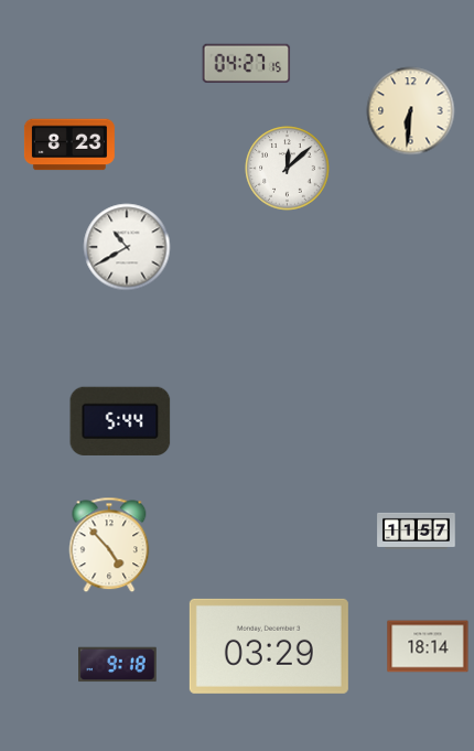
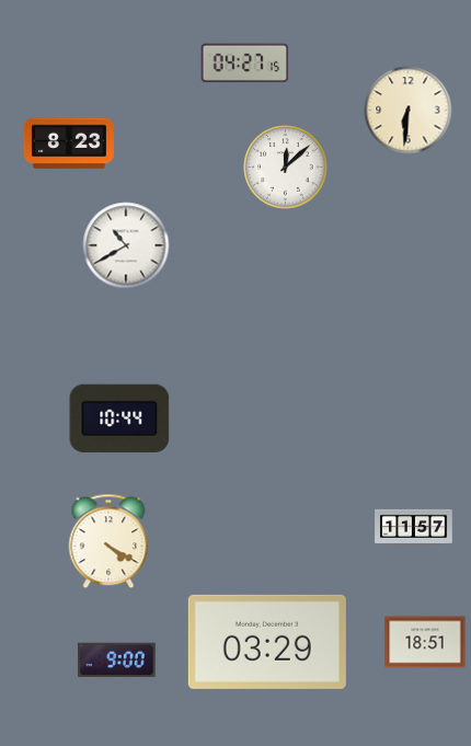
clock at (120, 421): 5:44 -> 10:44
clock at (109, 545): 4:53 -> 4:20
clock at (428, 646): 18:14 -> 18:51
clock at (118, 665): 9:18 -> 9:00
